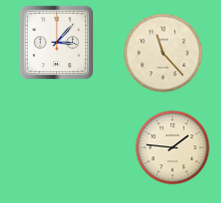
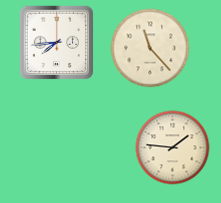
clock at (57, 43): 3:07 -> 7:44
clock at (163, 53) position: (163, 53) -> (150, 48)
